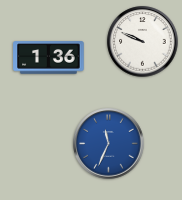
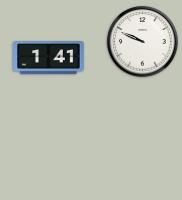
clock at (49, 58): 1:36 -> 1:41
clock at (109, 144): 11:34 -> none
